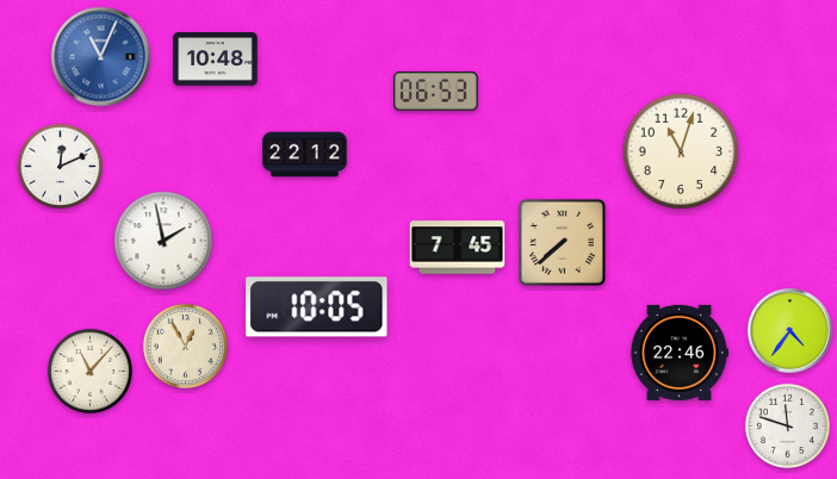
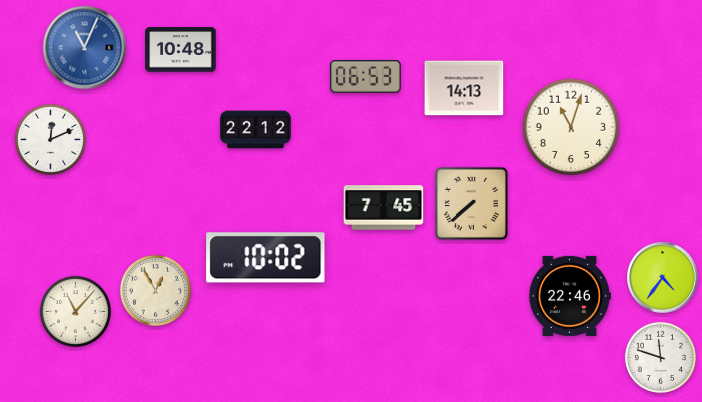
clock at (464, 88): none -> 14:13
clock at (163, 241): 1:58 -> none
clock at (317, 307): 10:05 -> 10:02
